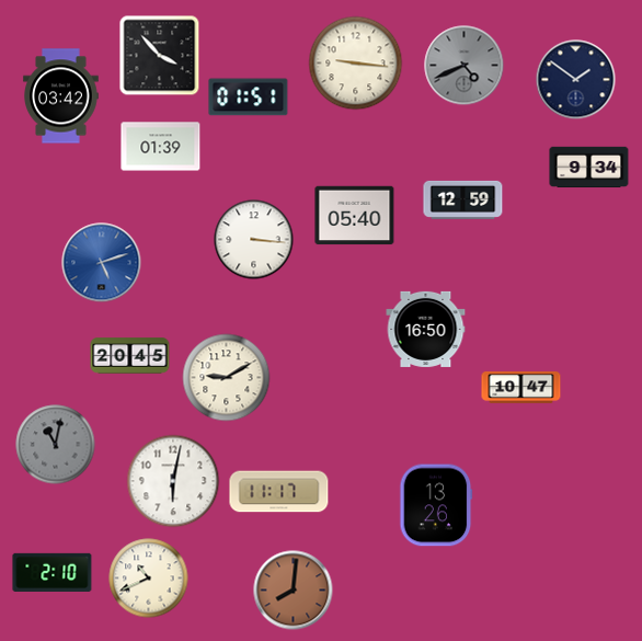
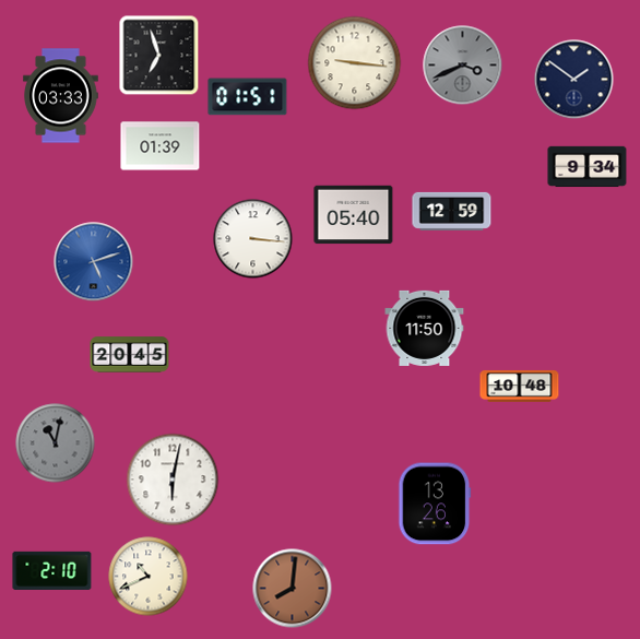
clock at (160, 56): 3:53 -> 6:57
clock at (465, 66): 4:41 -> 3:41
clock at (61, 96): 03:42 -> 03:33
clock at (463, 199) position: (463, 199) -> (452, 211)
clock at (102, 263) position: (102, 263) -> (94, 262)
clock at (426, 329): 16:50 -> 11:50
clock at (227, 378): 9:10 -> none
clock at (521, 388): 10:47 -> 10:48
clock at (279, 492): 11:17 -> none
